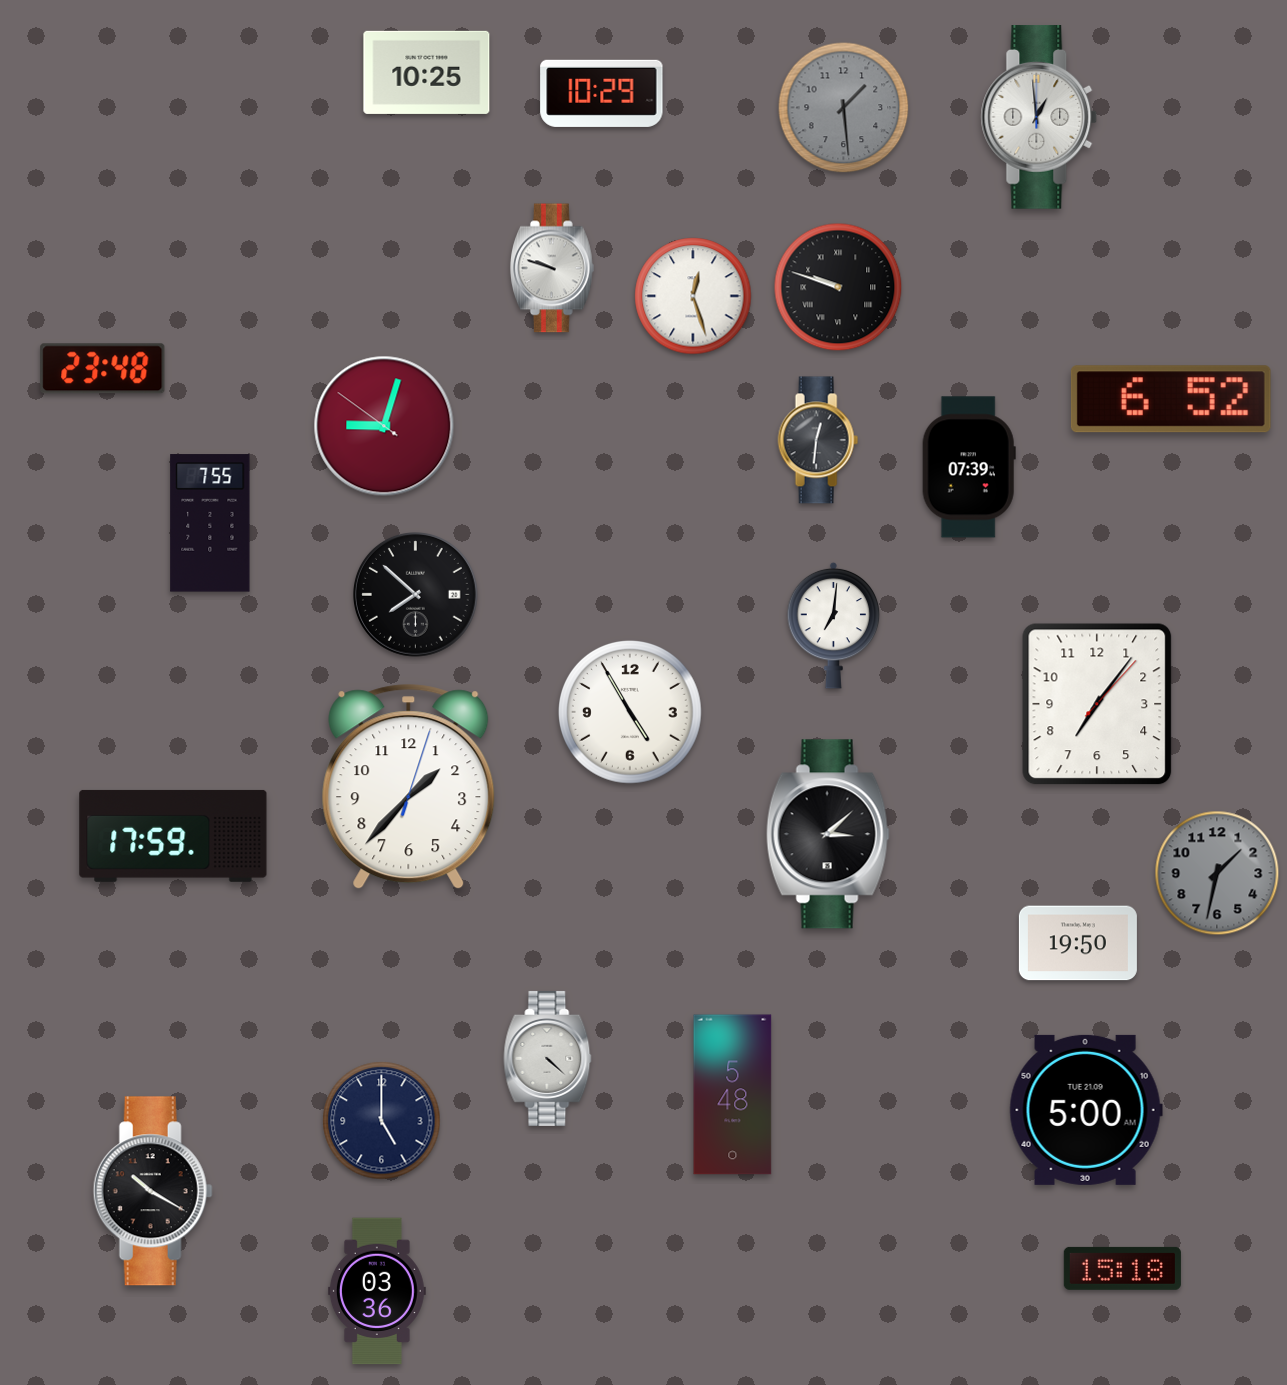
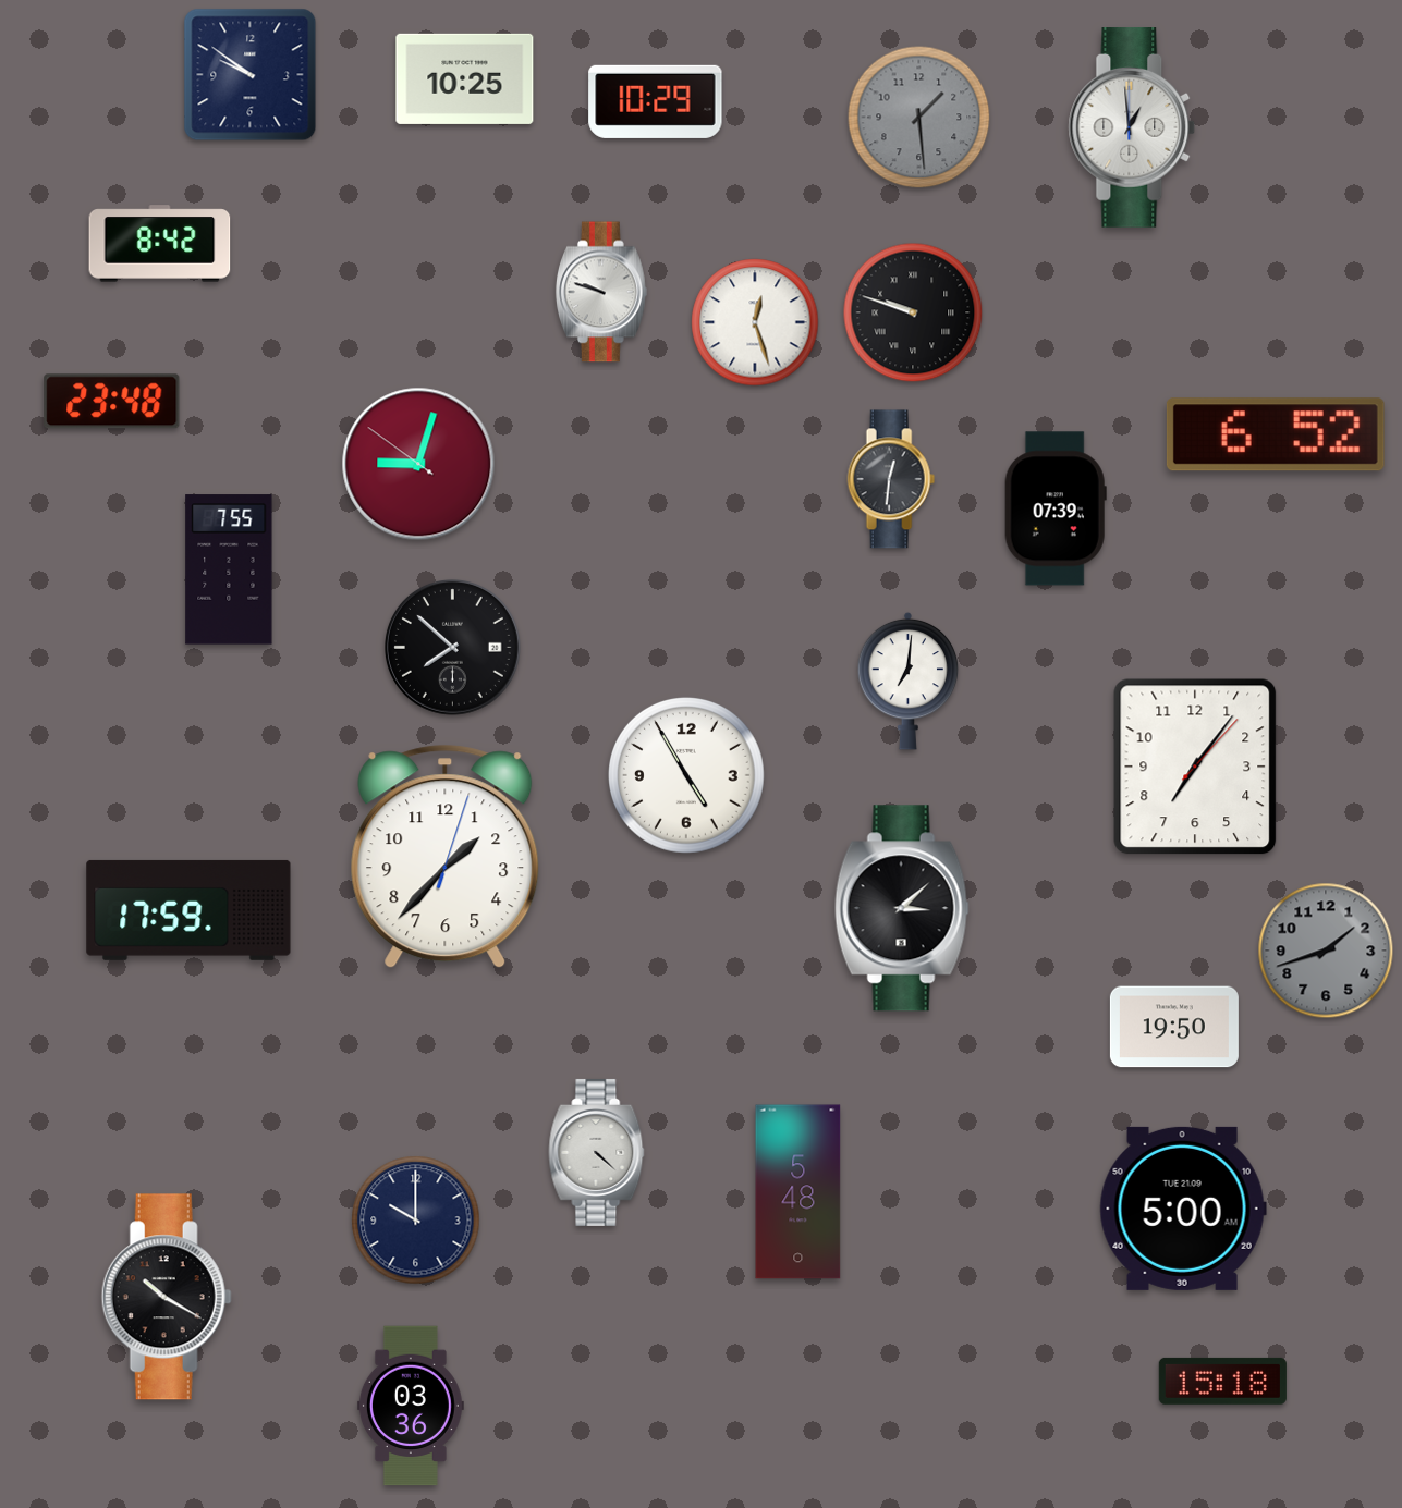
clock at (251, 75): none -> 9:51
clock at (160, 244): none -> 8:42
clock at (1217, 873): 1:32 -> 1:42
clock at (382, 1121): 5:00 -> 10:00
